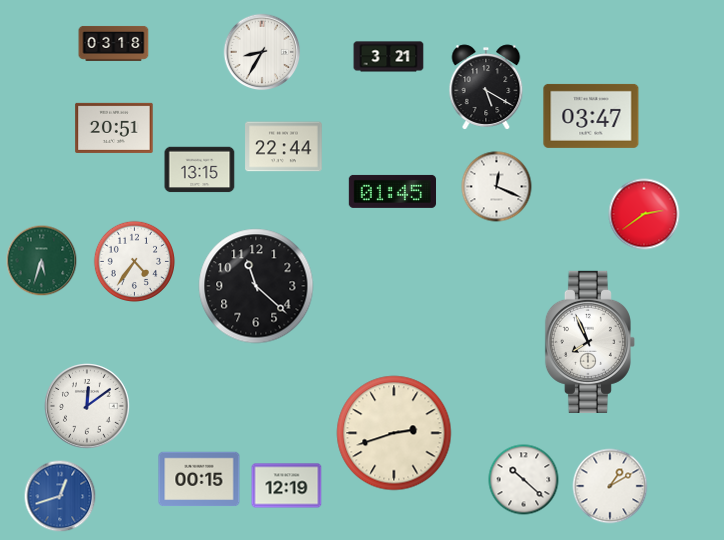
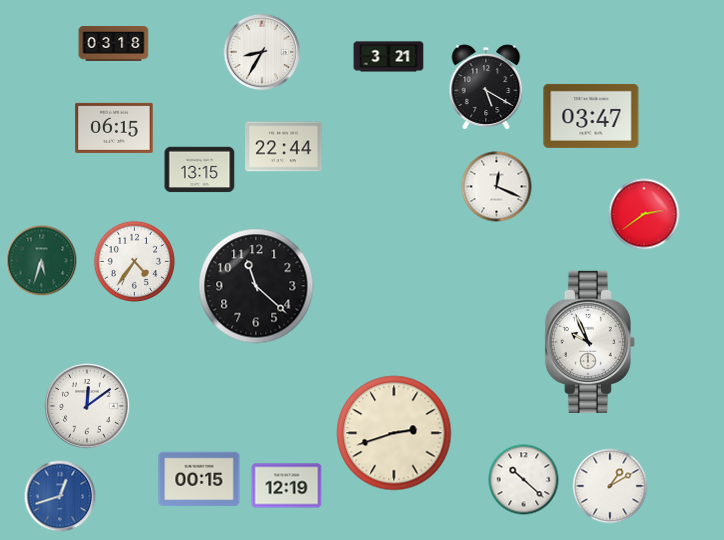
clock at (114, 128): 20:51 -> 06:15
clock at (392, 191): 01:45 -> none
clock at (590, 342): 7:56 -> 9:56
